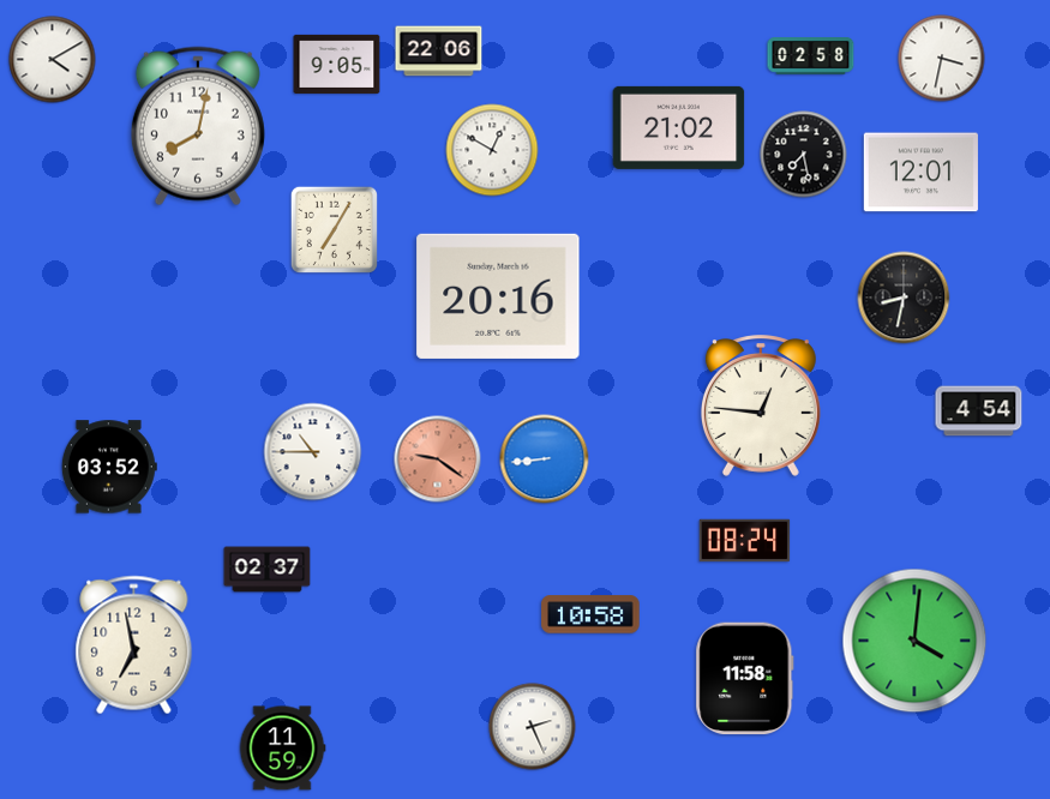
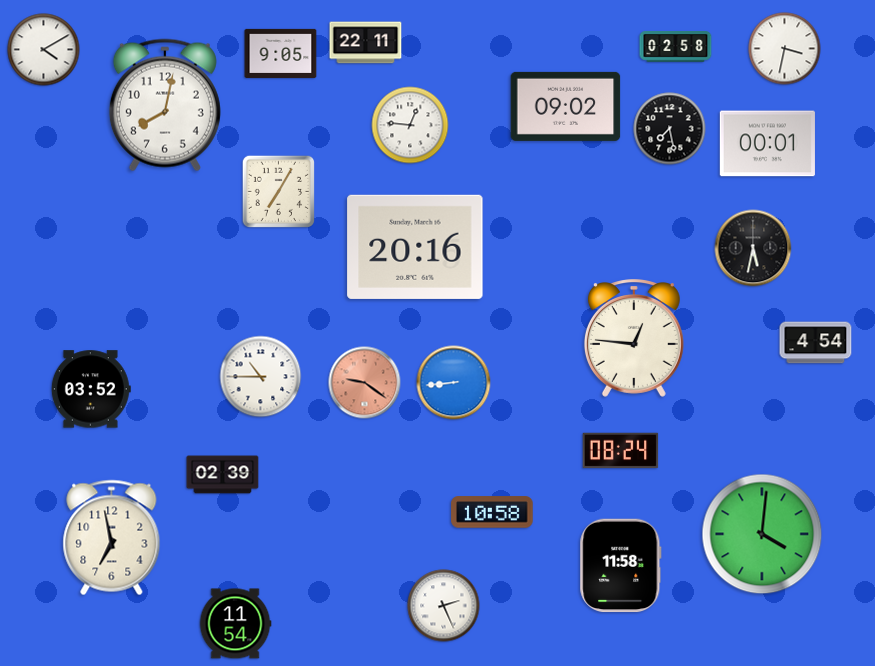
clock at (439, 52): 22:06 -> 22:11
clock at (679, 127): 21:02 -> 09:02
clock at (492, 150): 12:50 -> 12:46
clock at (920, 173): 12:01 -> 00:01
clock at (904, 298): 8:32 -> 5:32
clock at (268, 570): 02:37 -> 02:39
clock at (282, 749): 11:59 -> 11:54
